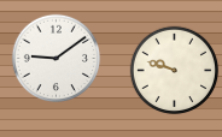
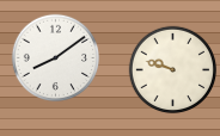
clock at (57, 59): 9:09 -> 8:09
